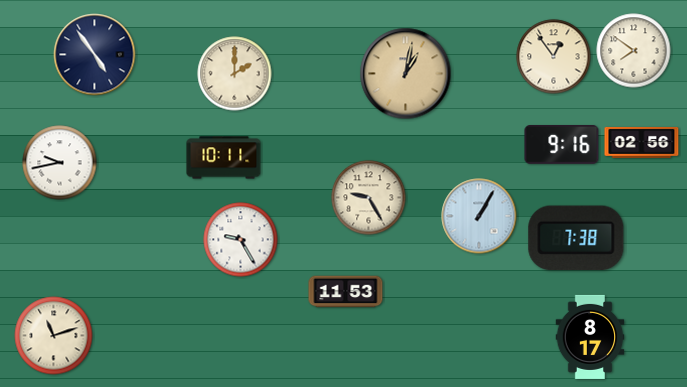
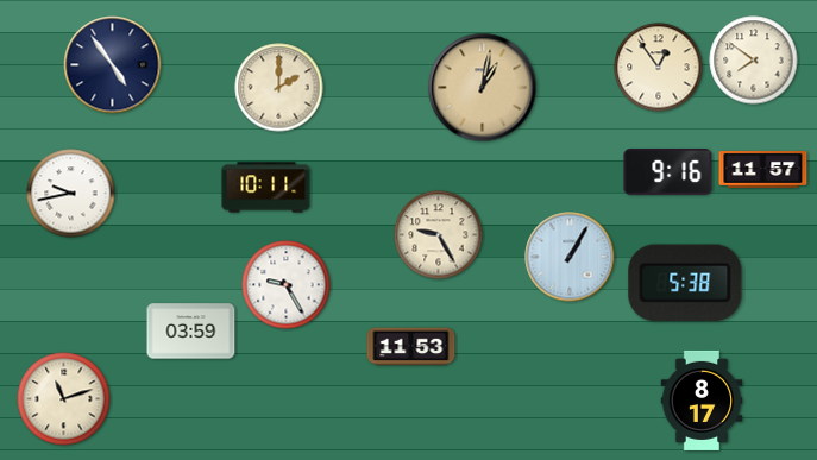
clock at (642, 142): 02:56 -> 11:57
clock at (576, 238): 7:38 -> 5:38
clock at (191, 332): none -> 03:59
